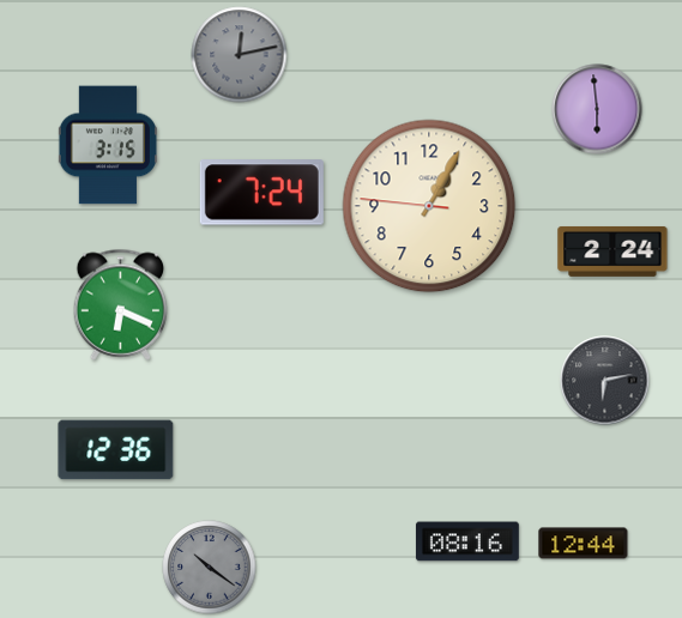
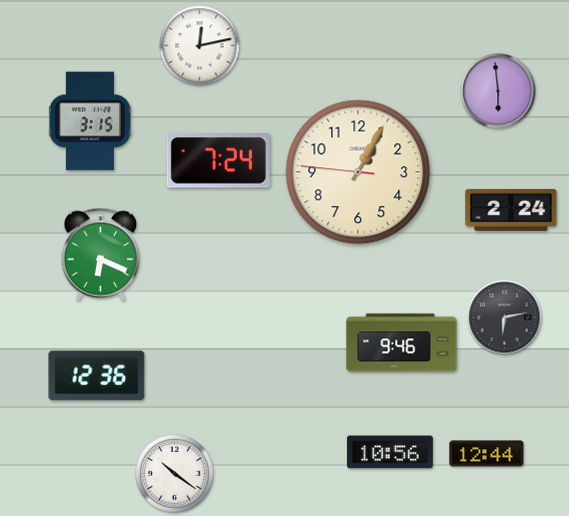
clock at (240, 55) dial: grey -> white
clock at (402, 343): none -> 9:46
clock at (467, 541): 08:16 -> 10:56
clock at (210, 568) dial: grey -> white
